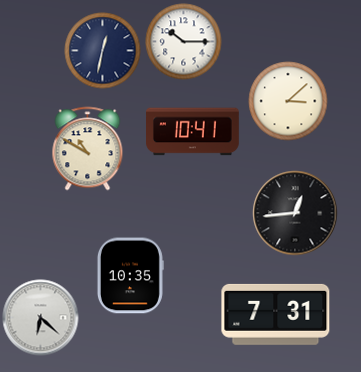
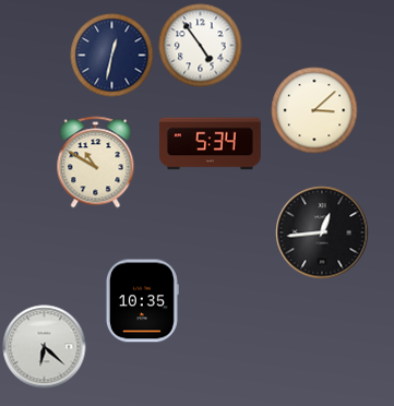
clock at (184, 42): 10:15 -> 4:54
clock at (193, 132): 10:41 -> 5:34
clock at (276, 314): 7:31 -> none
